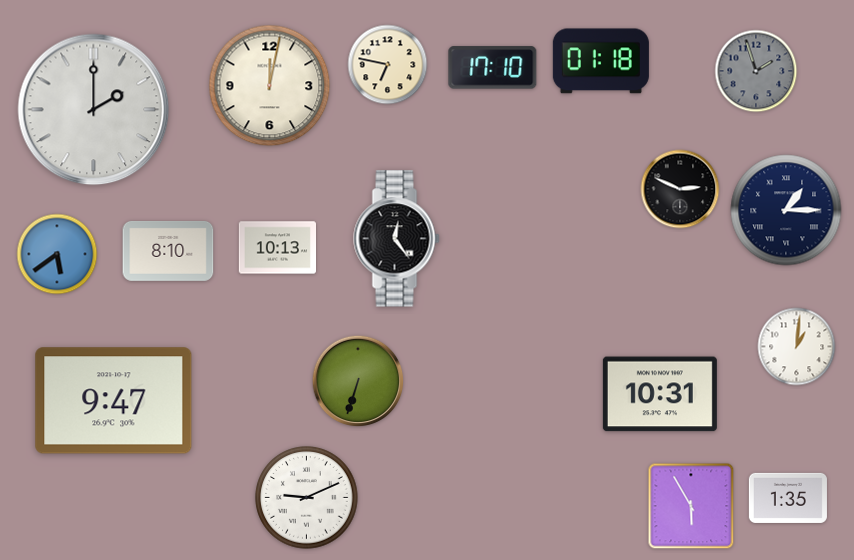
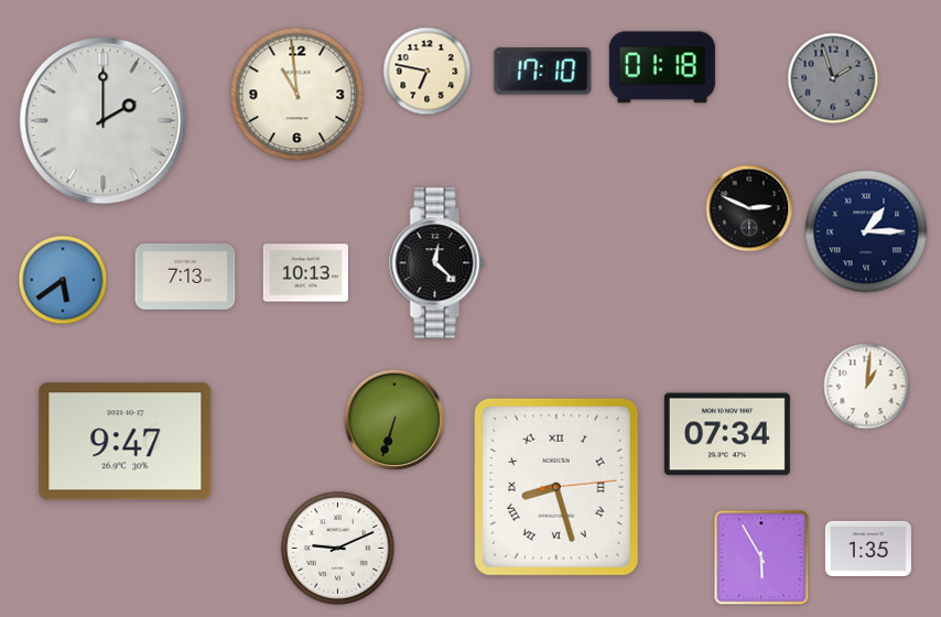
clock at (493, 68) position: (493, 68) -> (543, 72)
clock at (270, 86): 12:02 -> 10:59
clock at (397, 239): 12:24 -> 12:22
clock at (168, 251): 8:10 -> 7:13
clock at (797, 347) position: (797, 347) -> (867, 387)
clock at (660, 394): 10:31 -> 07:34
clock at (556, 487): none -> 8:27
